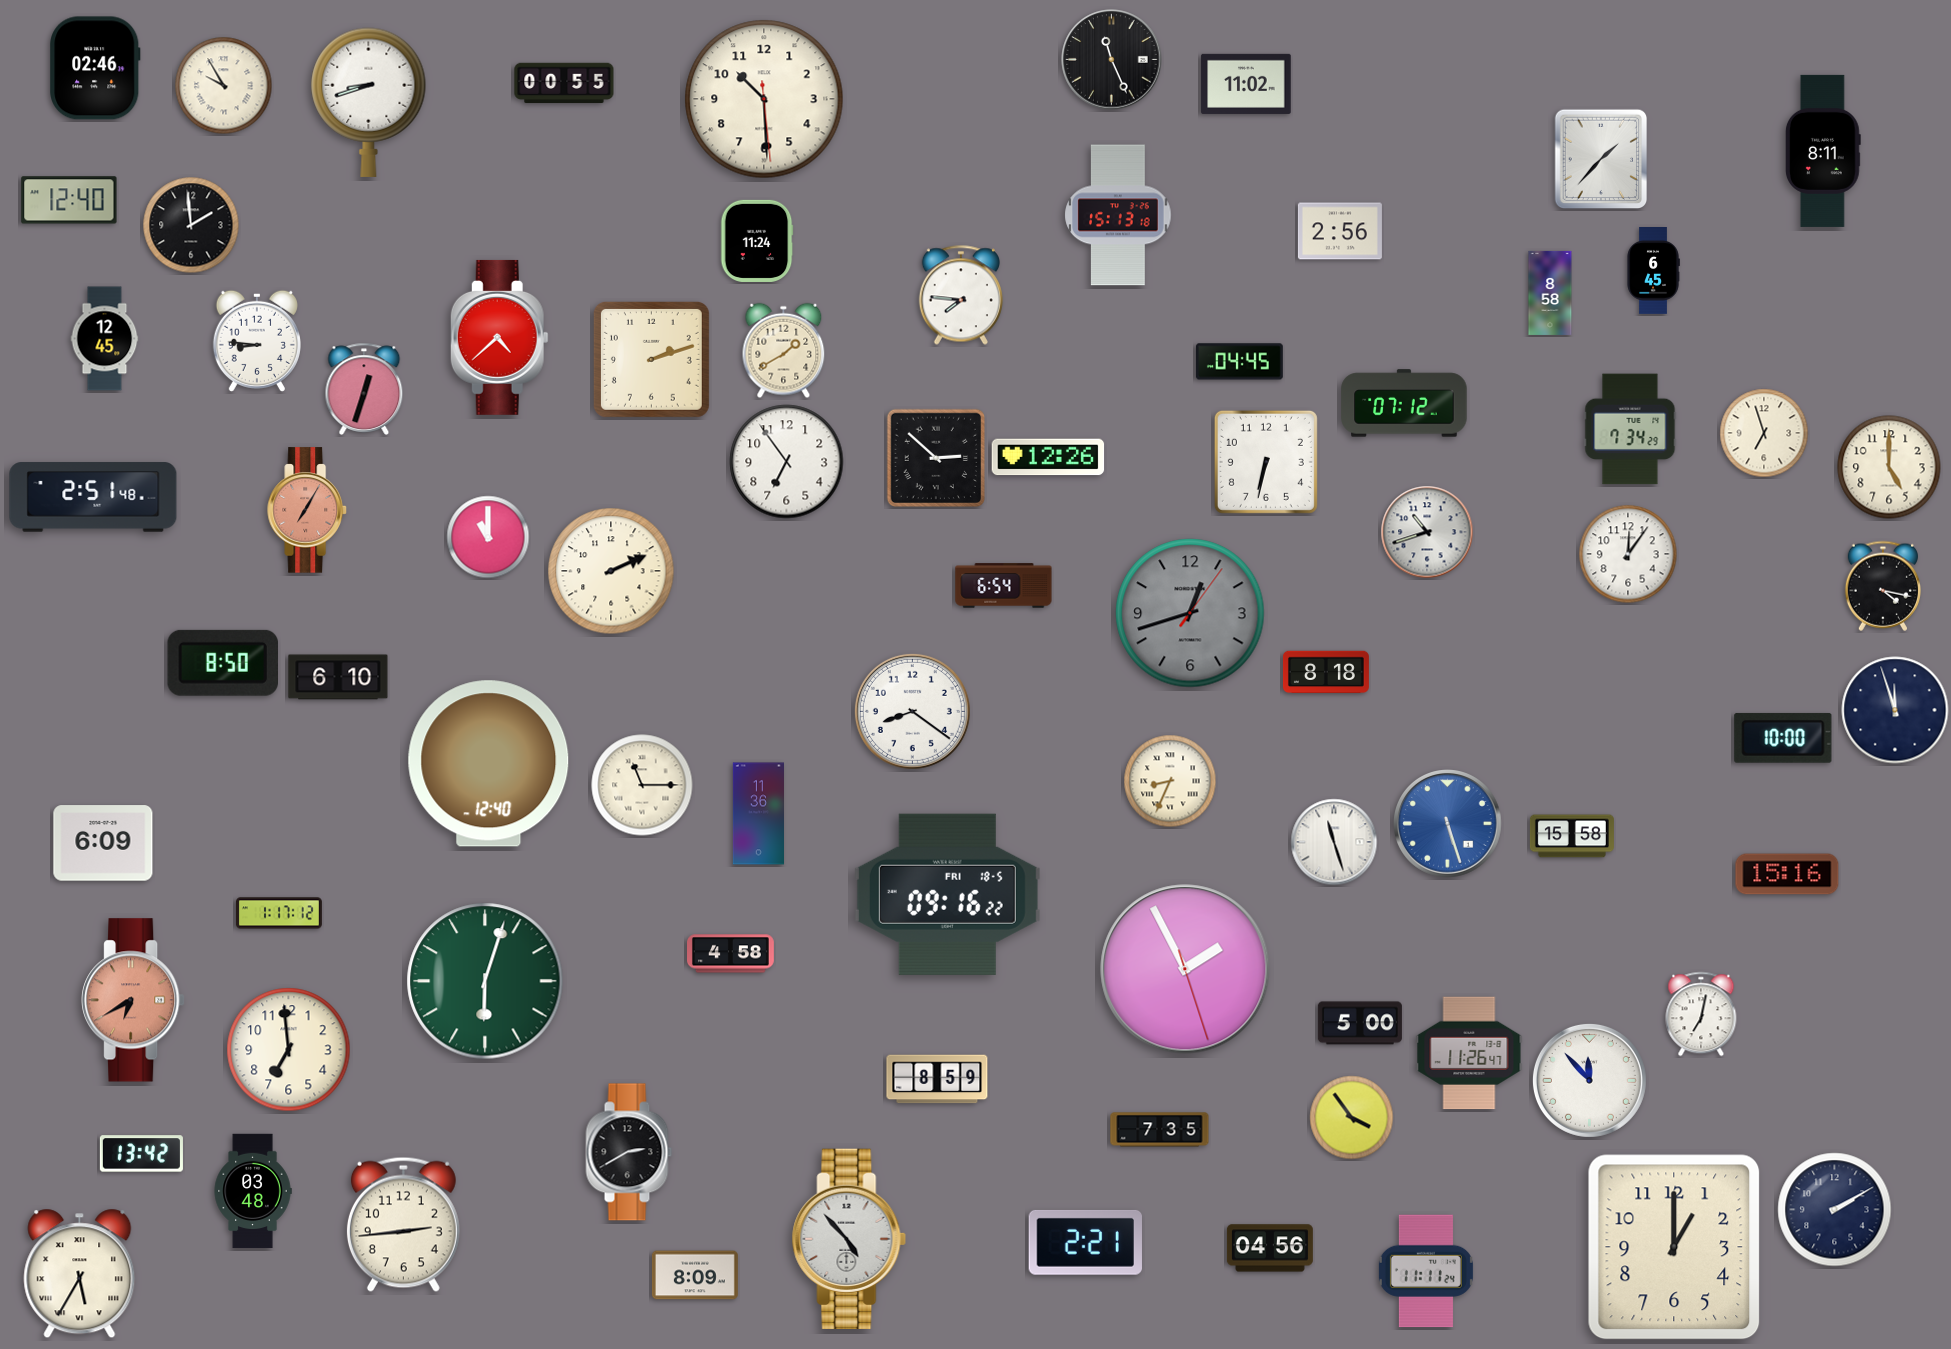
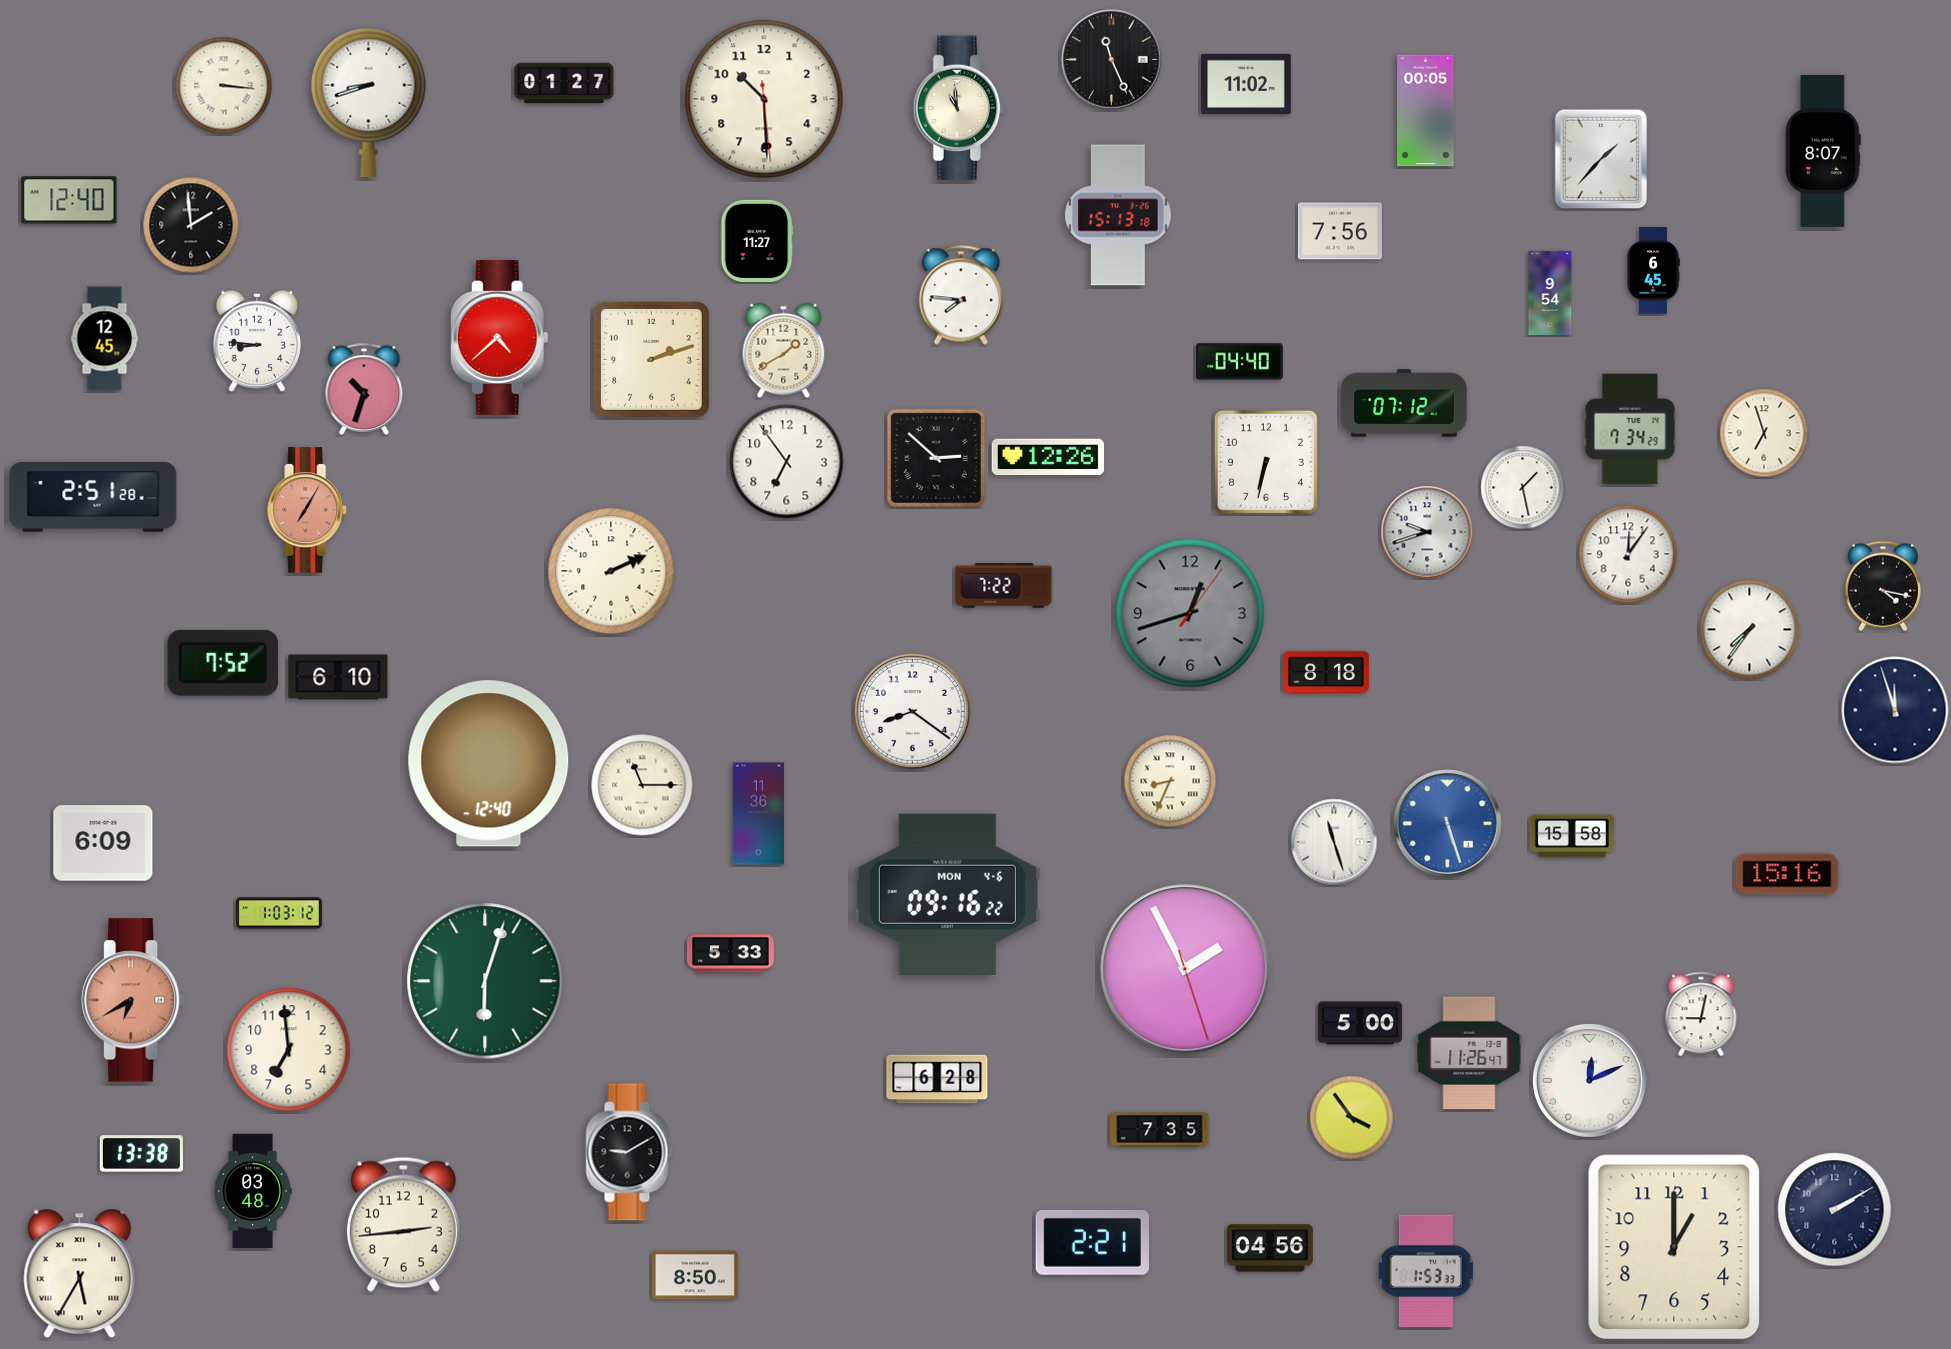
clock at (95, 68): 02:46 -> none
clock at (564, 83): 00:55 -> 01:27
clock at (224, 86): 9:55 -> 3:16
clock at (959, 108): none -> 10:59
clock at (1426, 111): none -> 00:05
clock at (1823, 151): 8:11 -> 8:07
clock at (1340, 231): 2:56 -> 7:56
clock at (757, 241): 11:24 -> 11:27
clock at (1550, 293): 8:58 -> 9:54
clock at (1239, 362): 04:45 -> 04:40
clock at (364, 389): 12:33 -> 10:33
clock at (1889, 467): 5:00 -> none
clock at (1523, 488): none -> 1:28
clock at (93, 497): 2:51:48 -> 2:51:28
clock at (1427, 532): 10:42 -> 9:42
clock at (488, 537): 11:00 -> none
clock at (1004, 586): 6:54 -> 7:22
clock at (1750, 630): none -> 7:36
clock at (222, 663): 8:50 -> 7:52
clock at (1783, 738): 10:00 -> none
clock at (947, 894) date: FRI 18-5 -> MON 4-6
clock at (279, 913): 1:17 -> 1:03
clock at (731, 954): 4:58 -> 5:33
clock at (1701, 1014): 7:02 -> 9:02
clock at (937, 1079): 8:59 -> 6:28
clock at (1589, 1080): 11:53 -> 12:11
clock at (629, 1152): 2:40 -> 9:10
clock at (141, 1154): 13:42 -> 13:38
clock at (849, 1238): 4:53 -> none
clock at (1085, 1242) position: (1085, 1242) -> (1092, 1242)
clock at (1426, 1271): 11:11 -> 1:53
clock at (695, 1275): 8:09 -> 8:50
